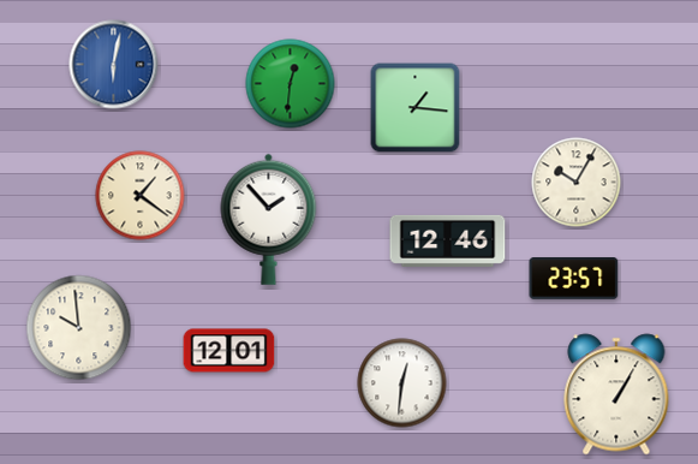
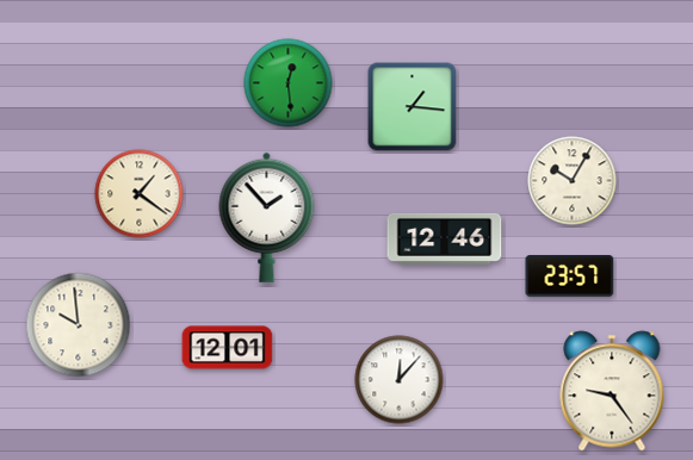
clock at (114, 65): 6:02 -> none
clock at (291, 84): 12:31 -> 12:29
clock at (402, 383): 12:31 -> 12:07
clock at (616, 394): 1:05 -> 9:24
